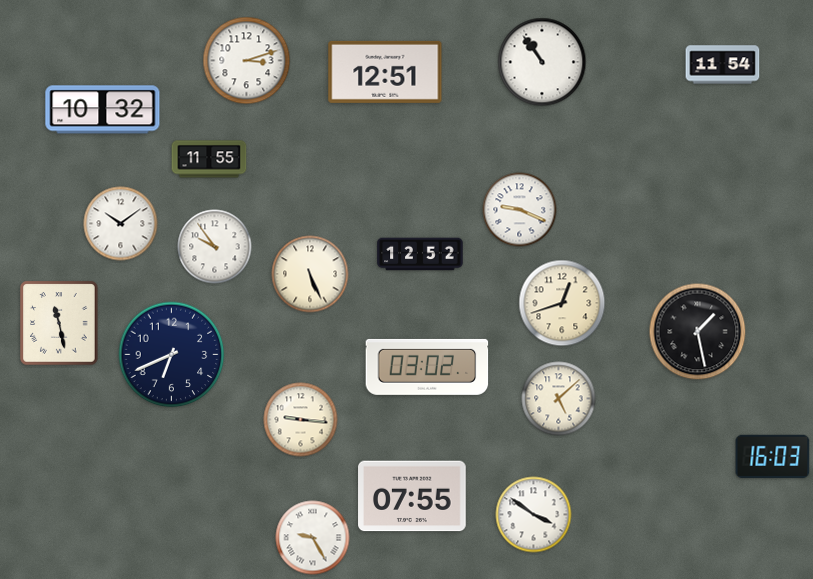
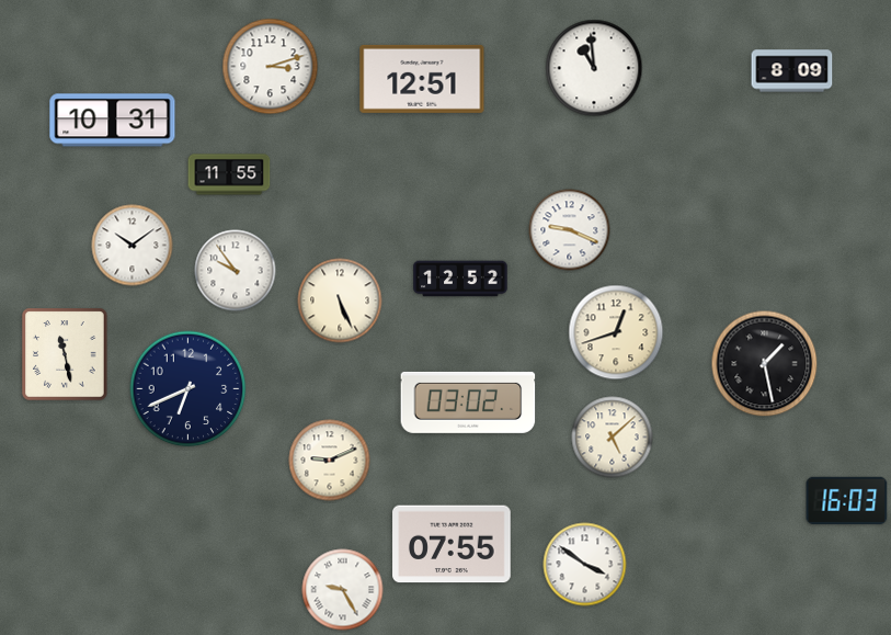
clock at (542, 62): 10:54 -> 10:59
clock at (723, 65): 11:54 -> 8:09
clock at (103, 110): 10:32 -> 10:31
clock at (301, 420): 9:16 -> 9:11
